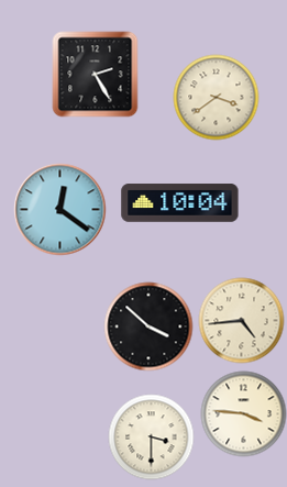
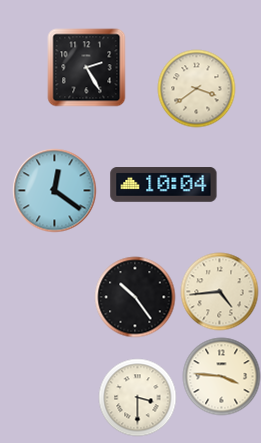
clock at (148, 326): 3:52 -> 10:24
